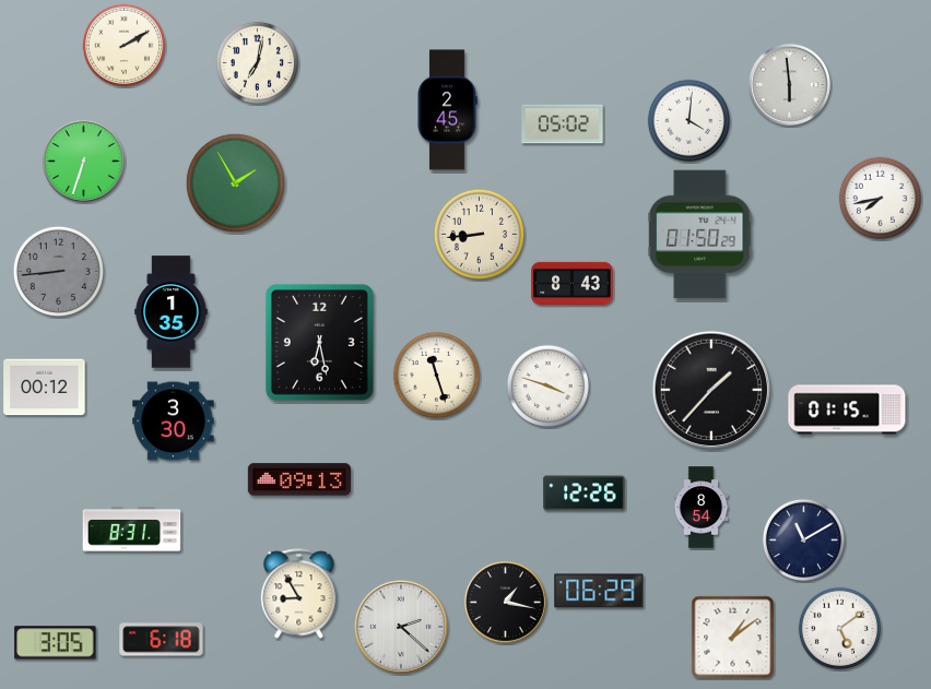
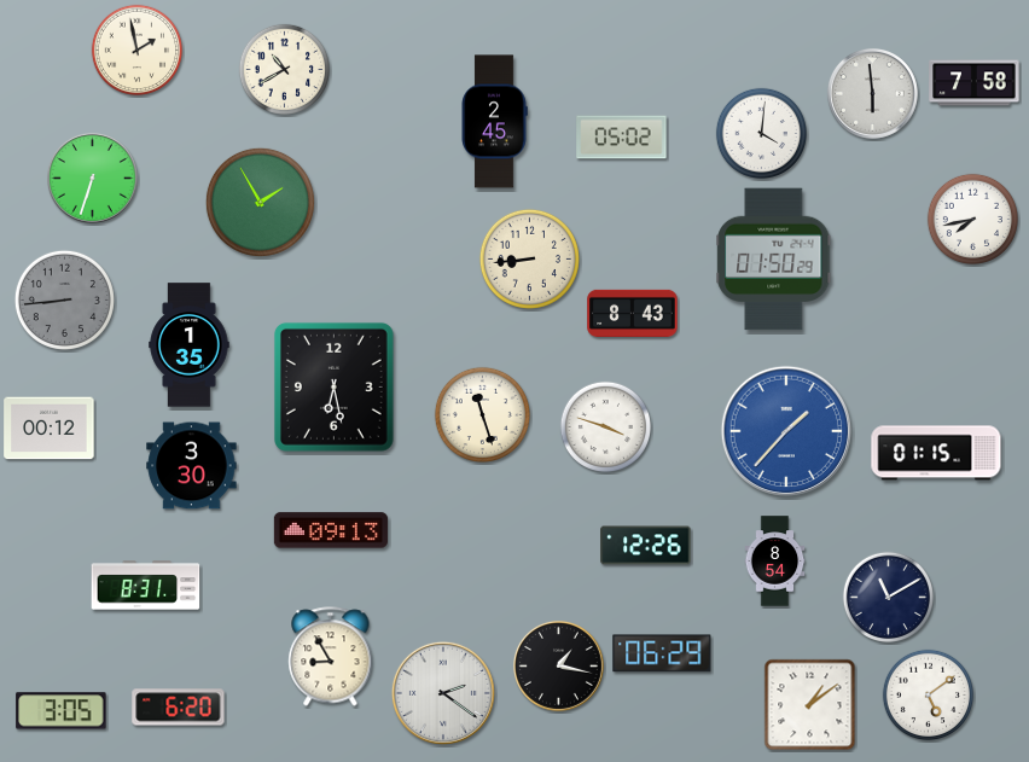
clock at (125, 46): 2:10 -> 1:58
clock at (258, 63): 7:02 -> 10:40
clock at (975, 83): none -> 7:58
clock at (319, 342) position: (319, 342) -> (333, 386)
clock at (710, 389) dial: black -> blue
clock at (401, 627): 2:22 -> 2:21
clock at (162, 640): 6:18 -> 6:20
